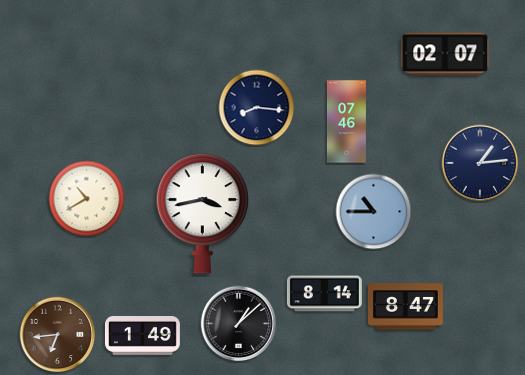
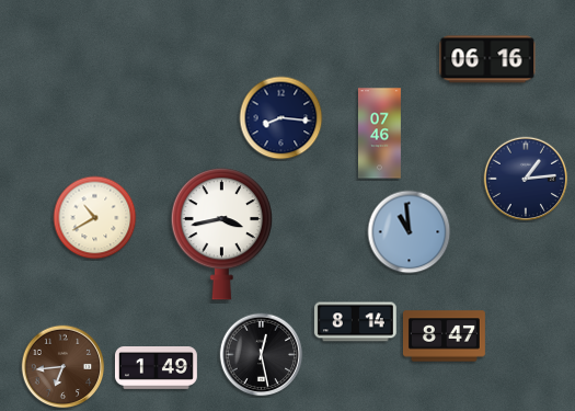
clock at (445, 54): 02:07 -> 06:16
clock at (374, 212): 10:45 -> 10:59
clock at (239, 324): 1:08 -> 12:28
